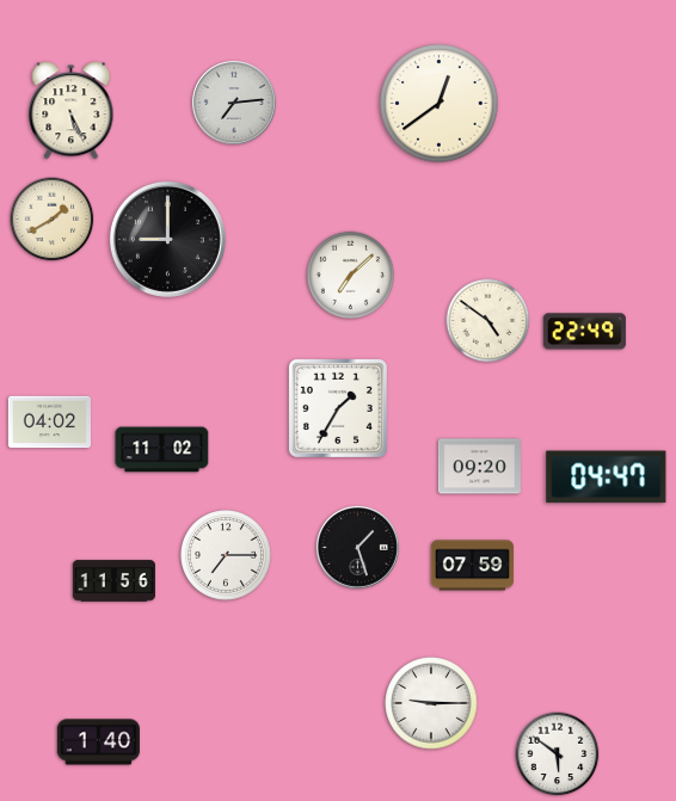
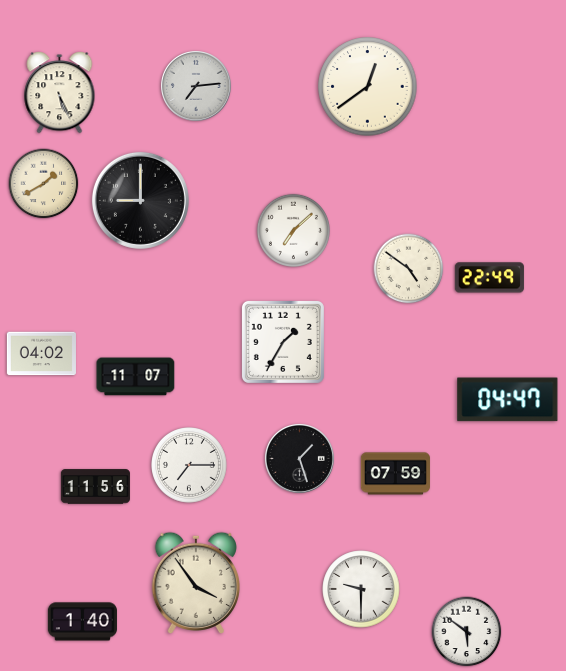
clock at (162, 450): 11:02 -> 11:07
clock at (479, 467): 09:20 -> none
clock at (195, 582): none -> 3:54
clock at (431, 703): 9:15 -> 9:30
